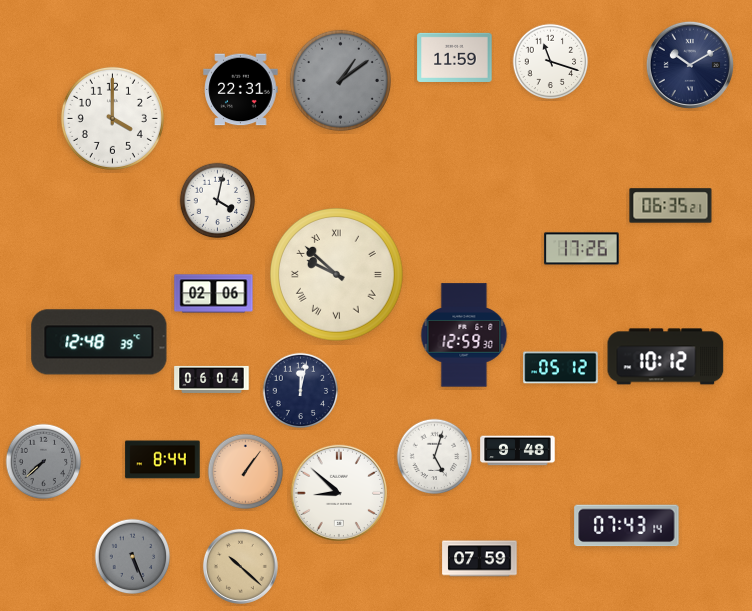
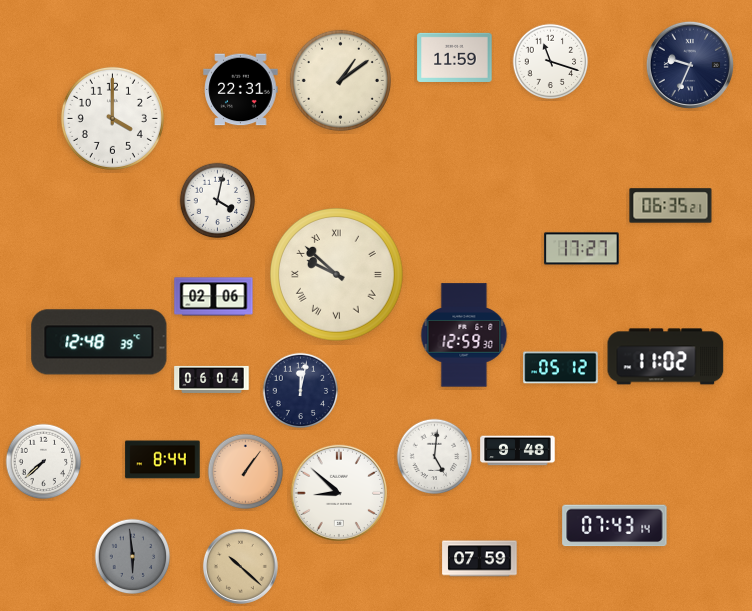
clock at (690, 65): 10:10 -> 9:34
clock at (340, 80) dial: grey -> cream
clock at (582, 249): 17:26 -> 17:27
clock at (214, 294) position: (214, 294) -> (214, 297)
clock at (666, 357): 10:12 -> 11:02
clock at (435, 457): 5:03 -> 5:01
clock at (44, 462) dial: grey -> white
clock at (627, 526) position: (627, 526) -> (615, 526)
clock at (133, 557): 5:26 -> 5:59
